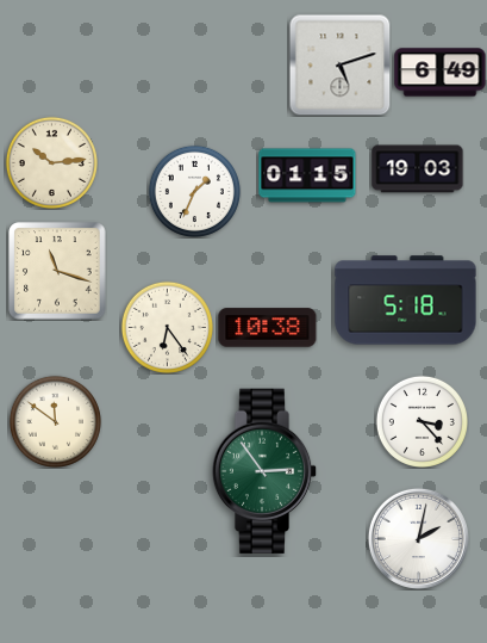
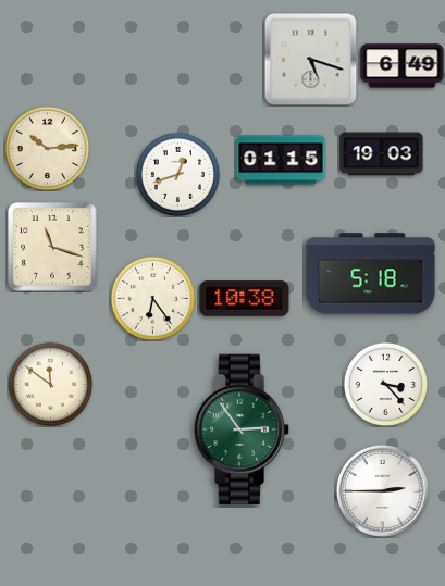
clock at (339, 64): 5:12 -> 5:18
clock at (194, 191): 1:34 -> 12:42
clock at (418, 538): 2:02 -> 2:45
